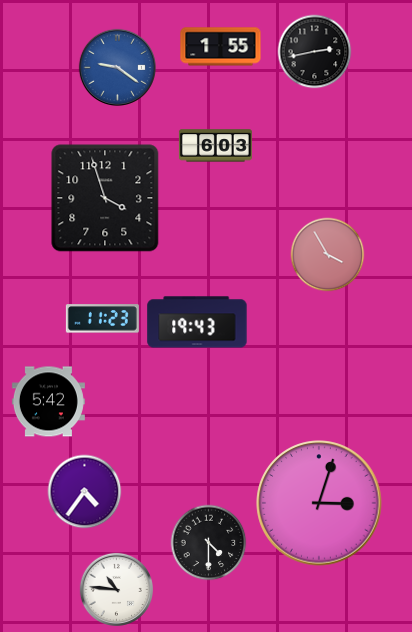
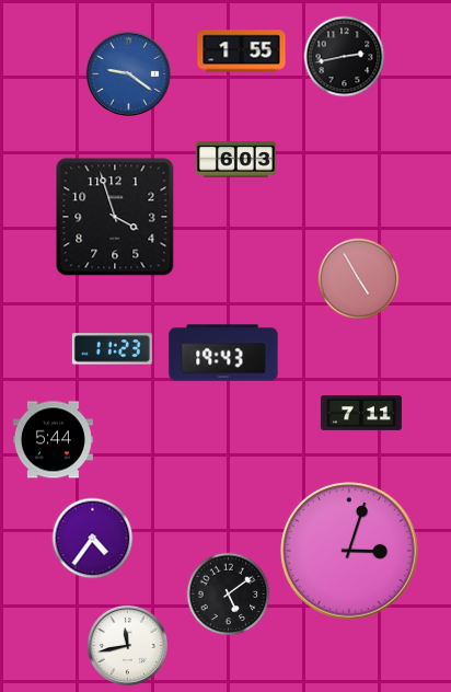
clock at (328, 255): 3:55 -> 4:55
clock at (197, 322) position: (197, 322) -> (223, 353)
clock at (361, 414): none -> 7:11
clock at (48, 402): 5:42 -> 5:44
clock at (209, 543): 4:30 -> 5:09
clock at (116, 589): 10:46 -> 11:43
